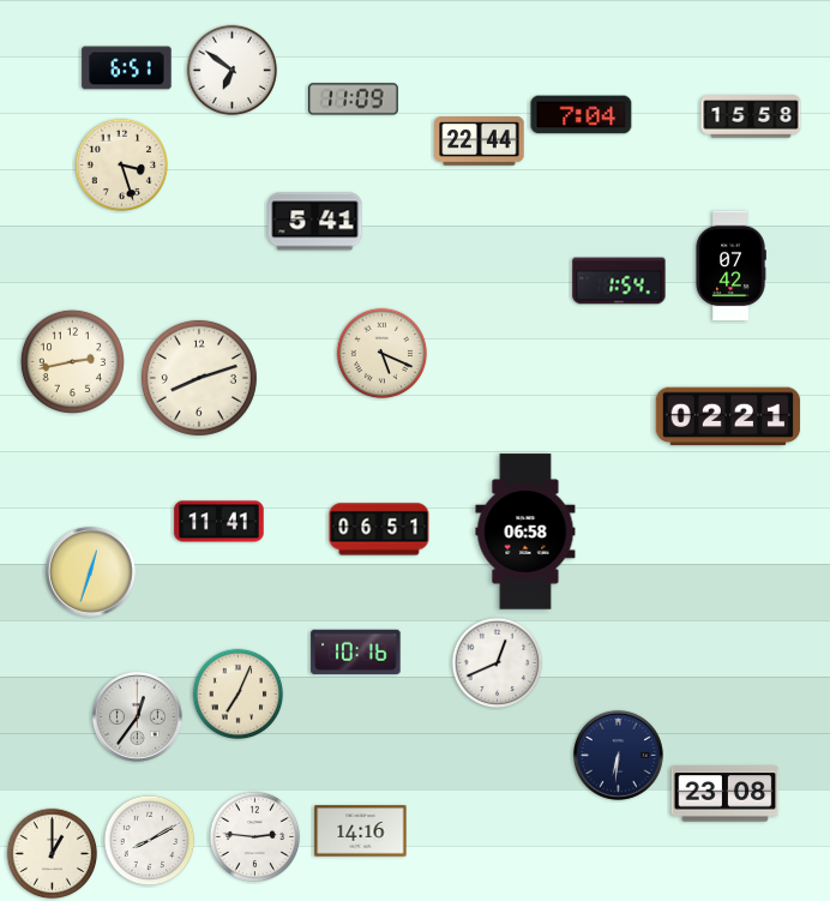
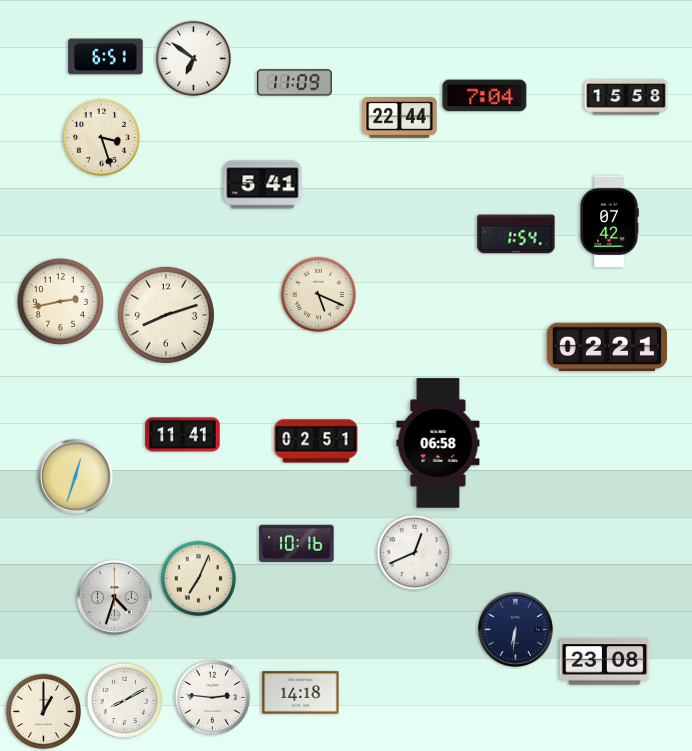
clock at (379, 529): 06:51 -> 02:51
clock at (137, 716): 12:36 -> 4:33
clock at (361, 831): 14:16 -> 14:18
